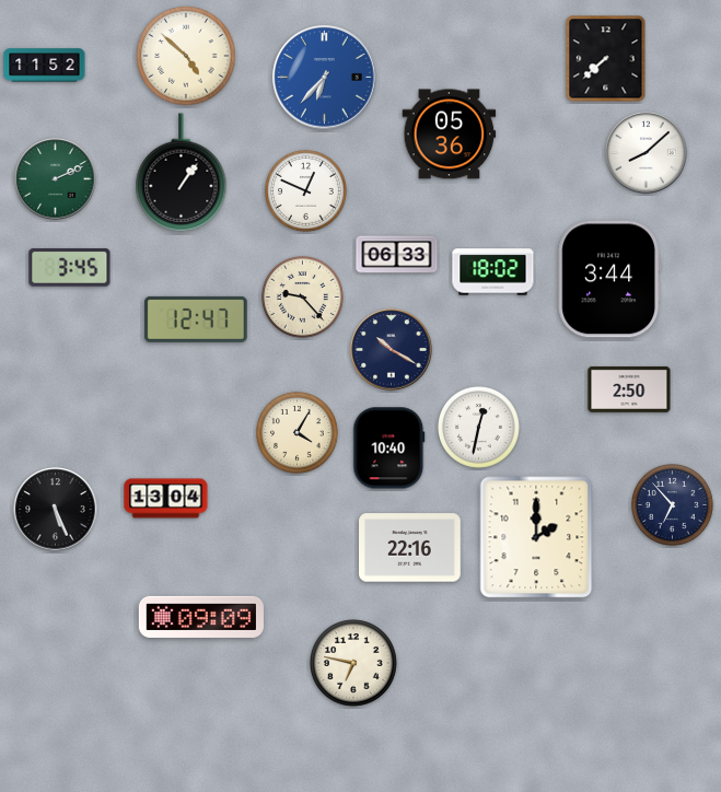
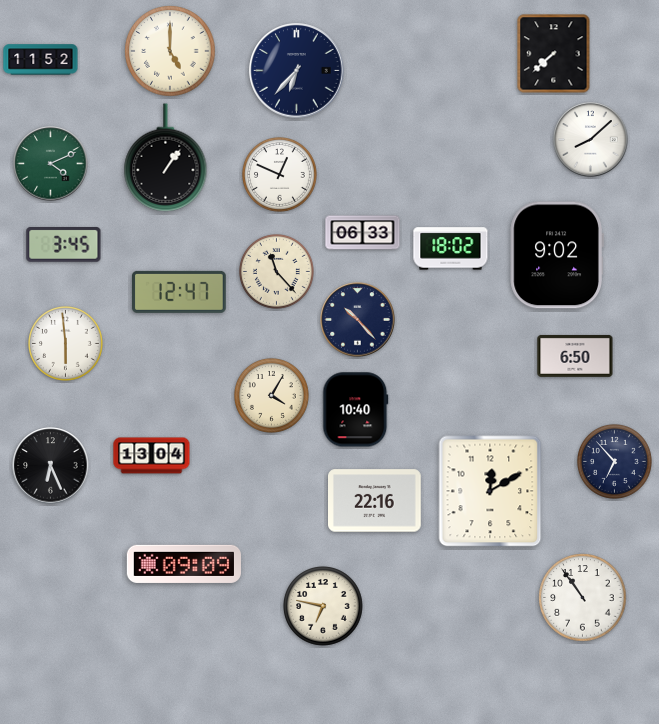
clock at (186, 56): 4:52 -> 5:00
clock at (325, 78) dial: blue -> navy
clock at (450, 135): 05:36 -> none
clock at (56, 179): 2:11 -> 4:11
clock at (609, 279): 3:44 -> 9:02
clock at (303, 298): 9:23 -> 11:23
clock at (392, 350): 10:20 -> 10:23
clock at (66, 344): none -> 5:59
clock at (629, 389): 2:50 -> 6:50
clock at (479, 428): 12:32 -> none
clock at (56, 510): 5:26 -> 6:26
clock at (536, 537): 2:00 -> 12:10
clock at (583, 598): none -> 10:54
